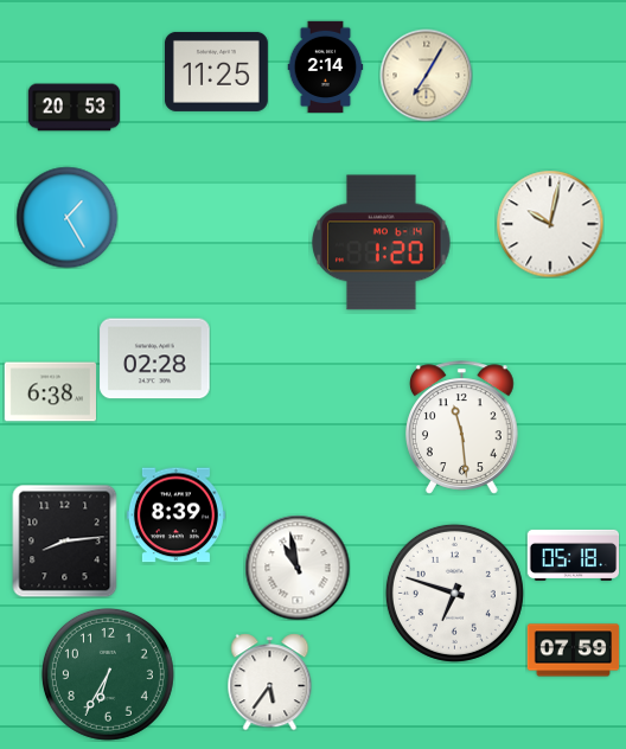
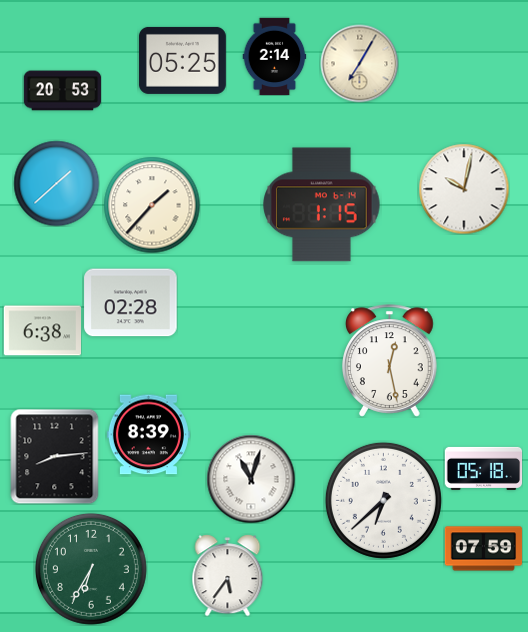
clock at (216, 71): 11:25 -> 05:25
clock at (66, 217): 1:25 -> 1:38
clock at (152, 205): none -> 1:37
clock at (382, 243): 1:20 -> 1:15
clock at (462, 428): 11:29 -> 12:28
clock at (298, 568): 10:58 -> 11:03
clock at (454, 593): 6:48 -> 6:38
